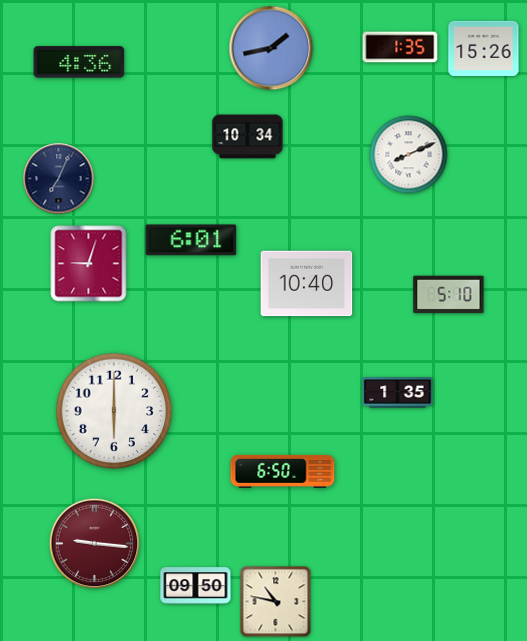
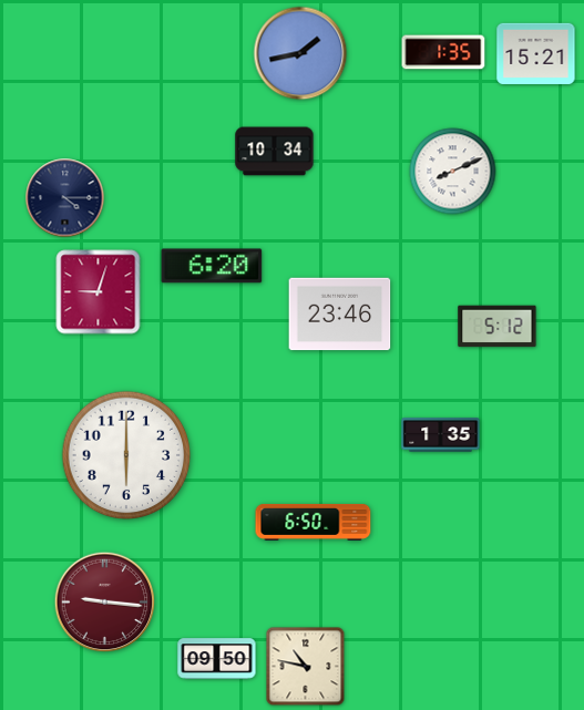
clock at (484, 48): 15:26 -> 15:21
clock at (79, 62): 4:36 -> none
clock at (59, 179): 7:04 -> 4:15
clock at (191, 240): 6:01 -> 6:20
clock at (307, 284): 10:40 -> 23:46
clock at (449, 295): 5:10 -> 5:12
clock at (196, 586) position: (196, 586) -> (217, 659)
